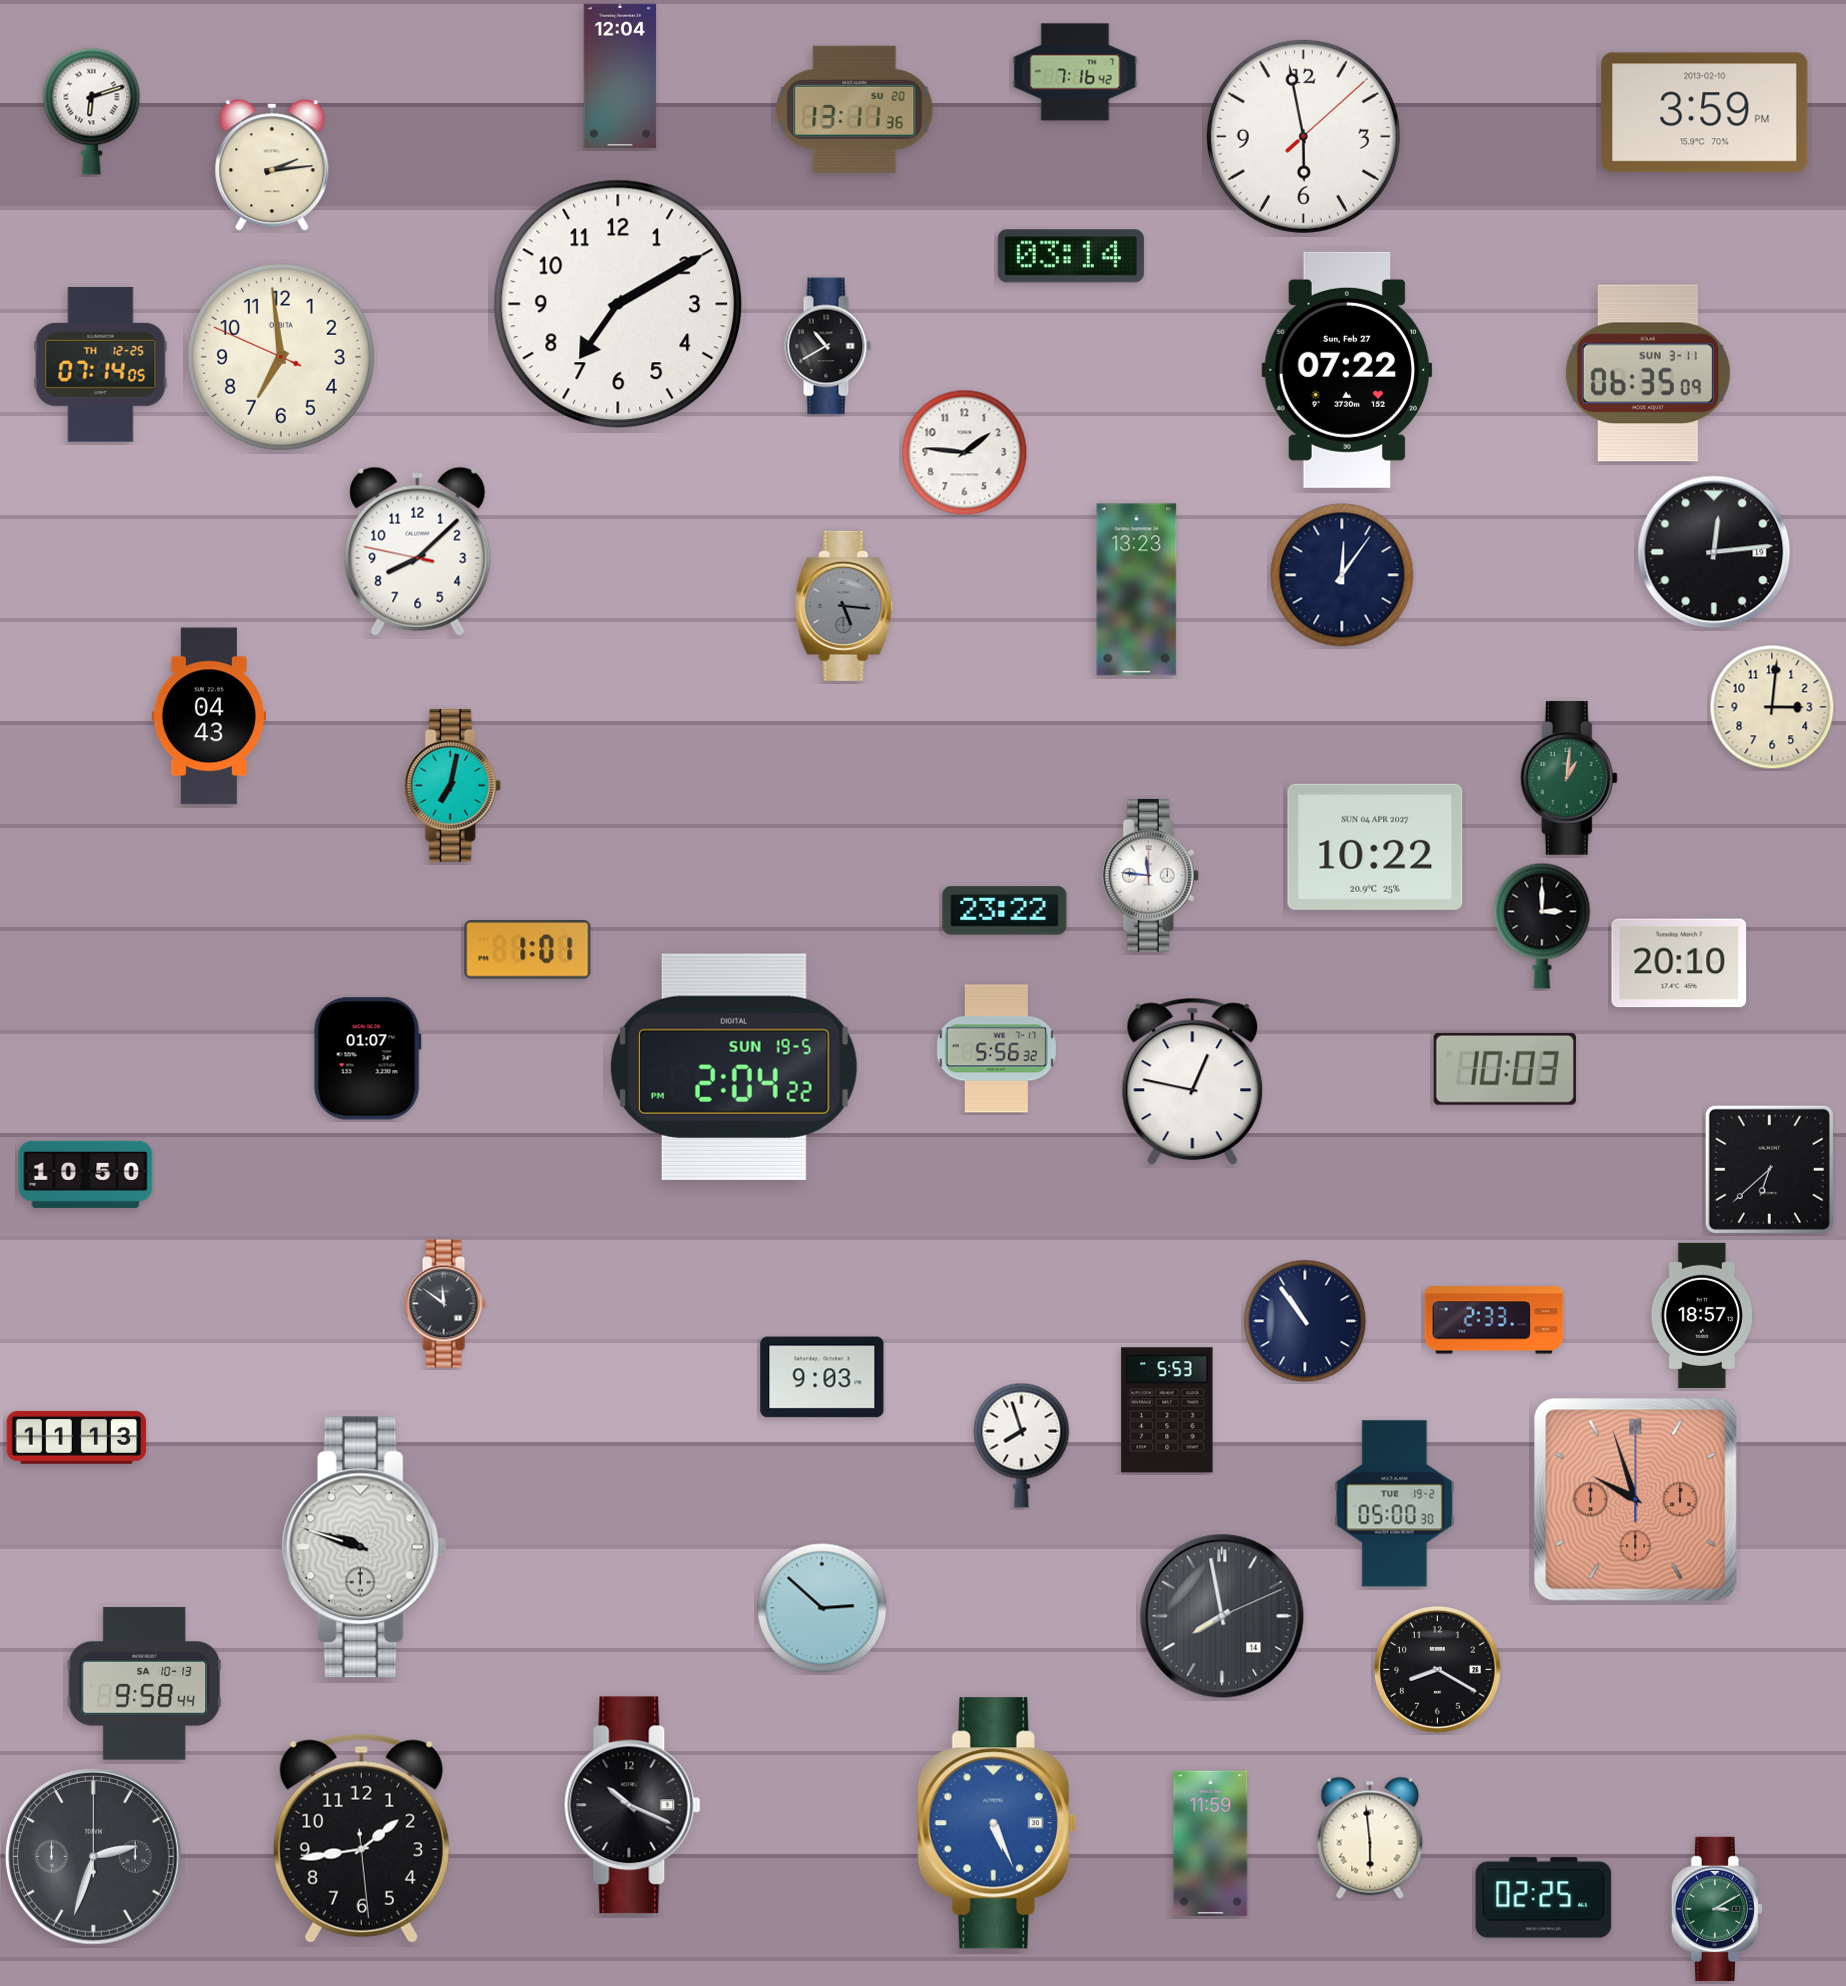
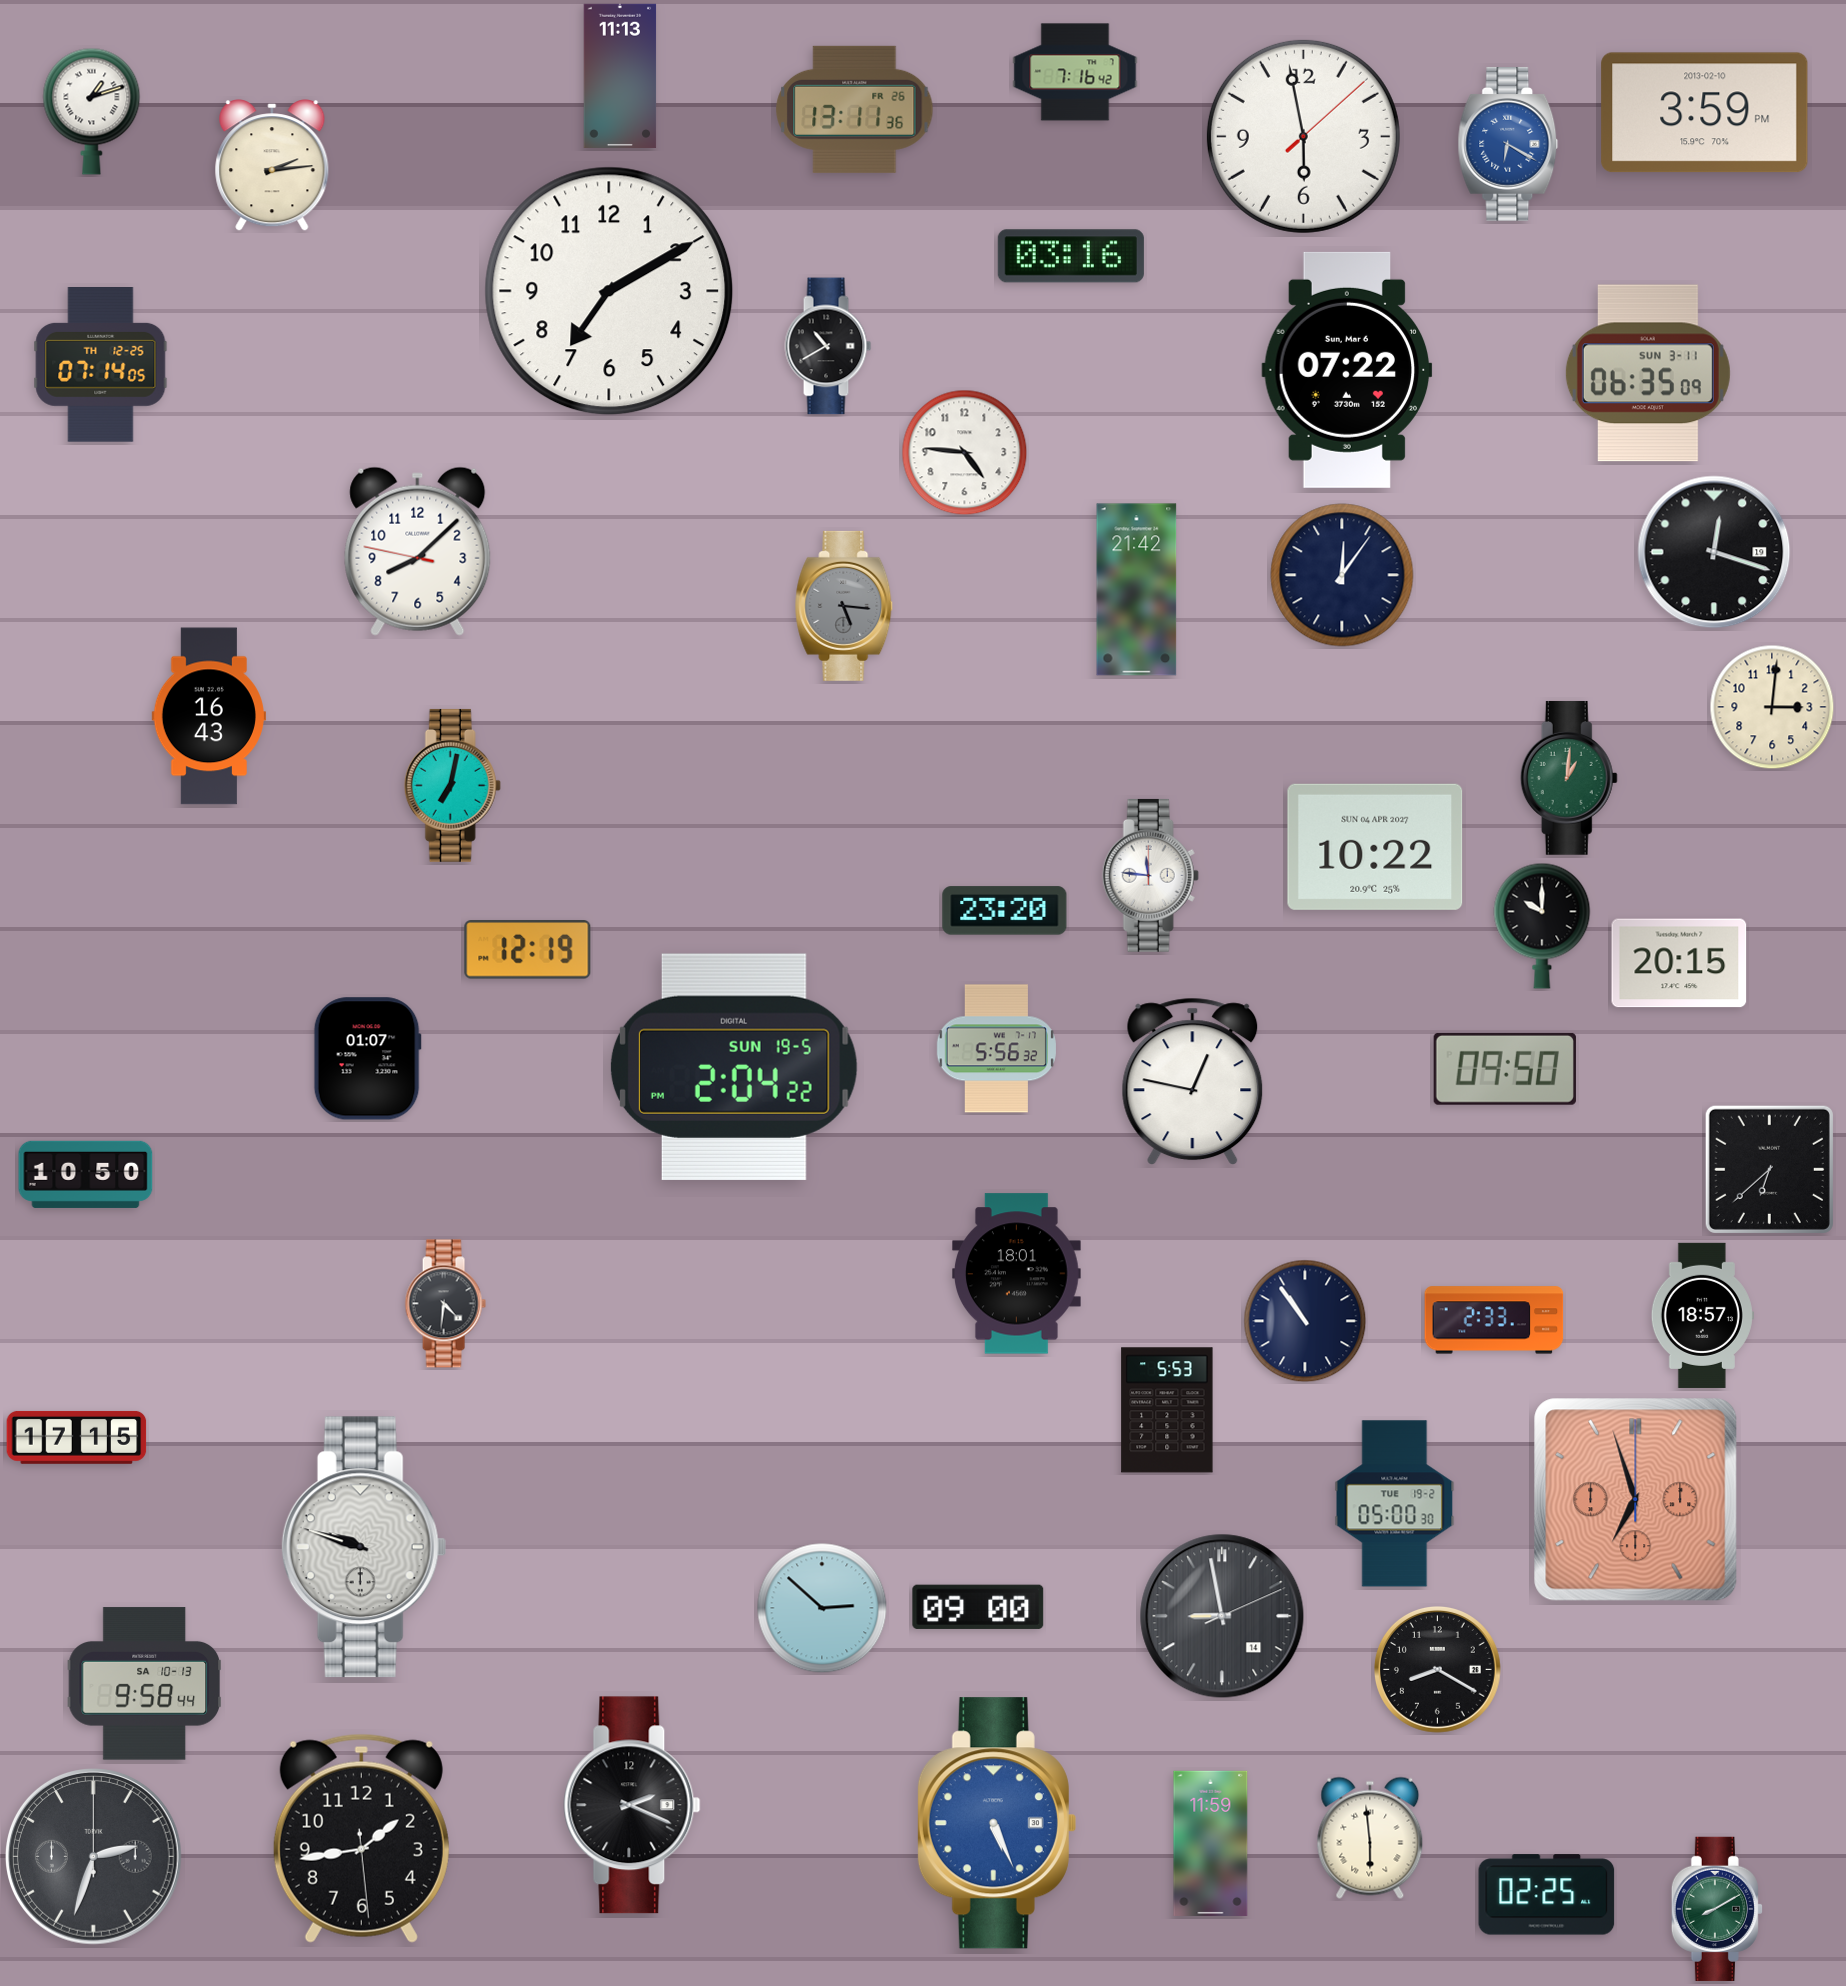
clock at (620, 76): 12:04 -> 11:13
clock at (855, 109) date: SU 20 -> FR 26
clock at (92, 111): 6:12 -> 1:12
clock at (1508, 144): none -> 6:20
clock at (1071, 256): 03:14 -> 03:16
clock at (618, 304) position: (618, 304) -> (609, 291)
clock at (281, 357): 6:58 -> none
clock at (1347, 370) date: Sun, Feb 27 -> Sun, Mar 6
clock at (965, 453): 1:46 -> 4:46
clock at (1714, 552): 12:14 -> 12:18
clock at (1137, 590): 13:23 -> 21:42
clock at (209, 716): 04:43 -> 16:43
clock at (1005, 911): 23:22 -> 23:20
clock at (1542, 926): 3:00 -> 10:00
clock at (528, 950): 1:01 -> 12:19
clock at (1679, 963): 20:10 -> 20:15
clock at (1505, 1069): 10:03 -> 09:50
clock at (1017, 1274): none -> 18:01
clock at (445, 1304): 11:51 -> 4:31
clock at (822, 1377): 9:03 -> none
clock at (77, 1437): 11:13 -> 17:15
clock at (1022, 1445): 7:57 -> none
clock at (1636, 1500): 9:57 -> 6:57
clock at (978, 1607): none -> 09:00
clock at (1222, 1616): 7:58 -> 8:58
clock at (632, 1805): 10:19 -> 2:19
clock at (1544, 1898) position: (1544, 1898) -> (1547, 1895)
clock at (1717, 1909): 3:10 -> 8:10
